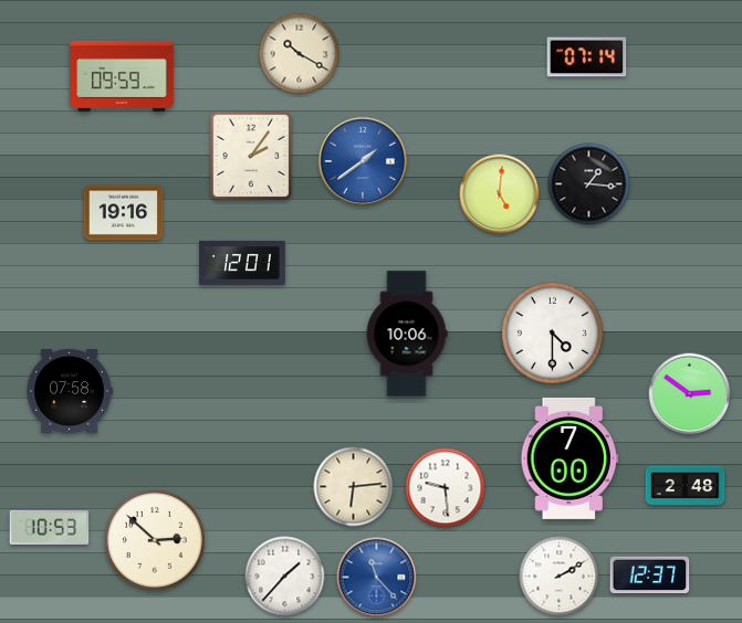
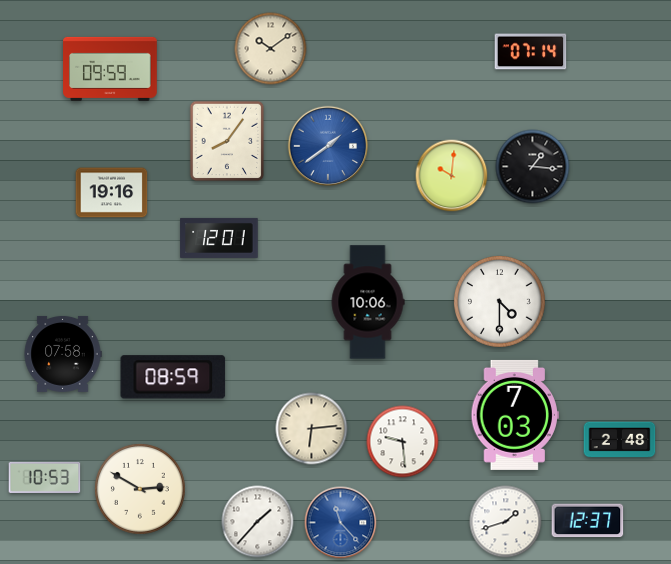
clock at (300, 54): 10:20 -> 10:09
clock at (251, 156): 2:06 -> 8:06
clock at (500, 194): 5:01 -> 10:01
clock at (690, 394): 2:51 -> none
clock at (173, 377): none -> 08:59
clock at (569, 458): 7:00 -> 7:03
clock at (354, 487) position: (354, 487) -> (312, 429)
clock at (155, 540): 2:52 -> 2:50
clock at (560, 577): 2:10 -> 1:42
